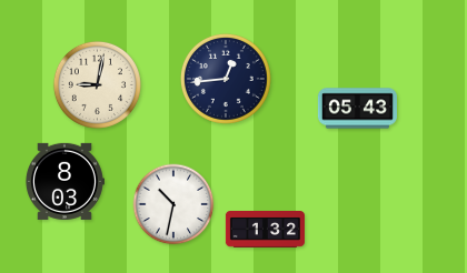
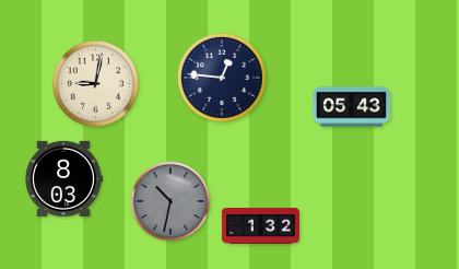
clock at (226, 79): 12:44 -> 12:46
clock at (173, 204) dial: white -> grey
